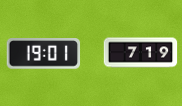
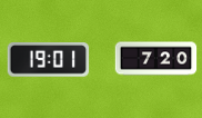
clock at (141, 53): 7:19 -> 7:20
